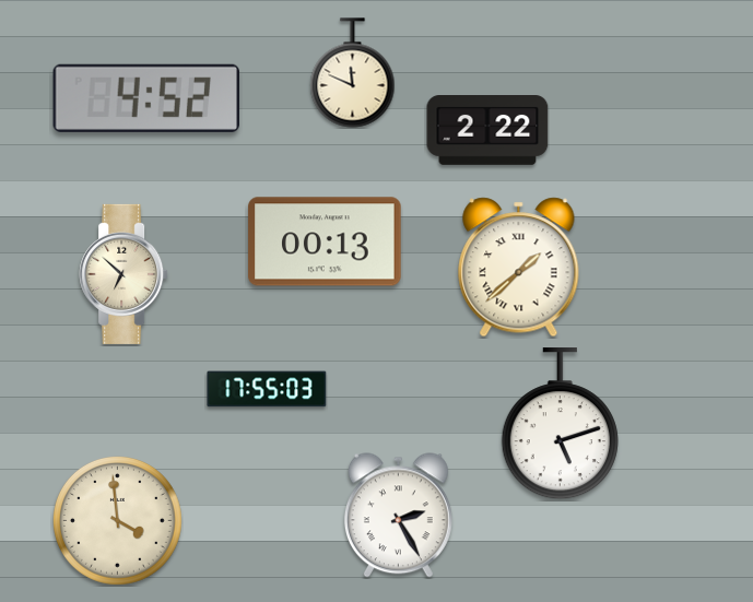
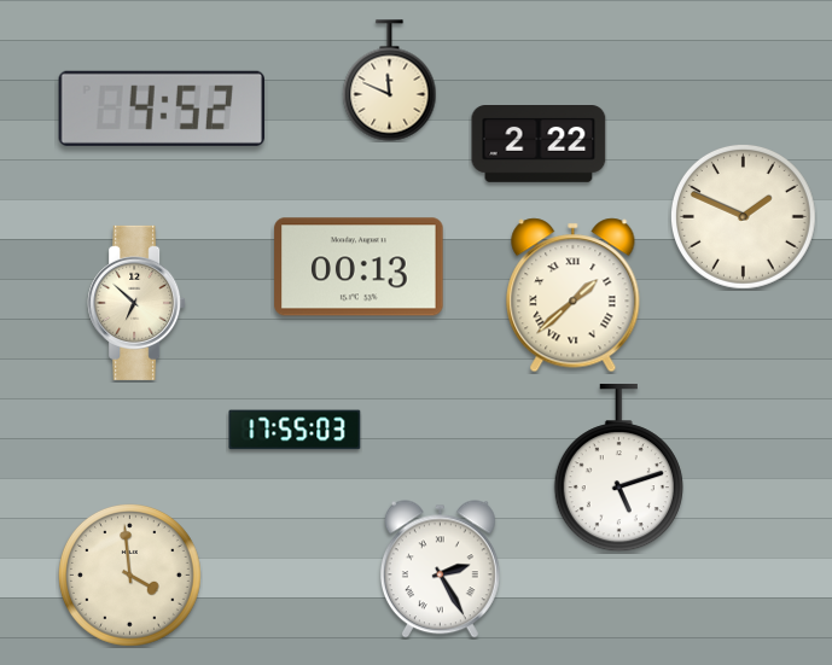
clock at (743, 216): none -> 1:49
